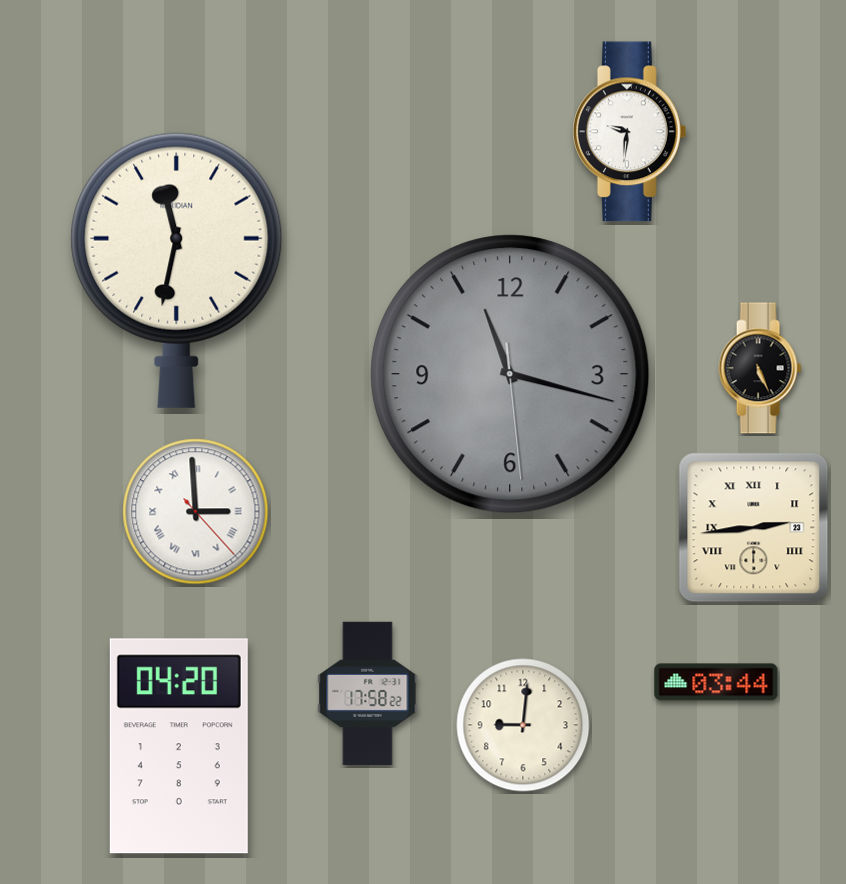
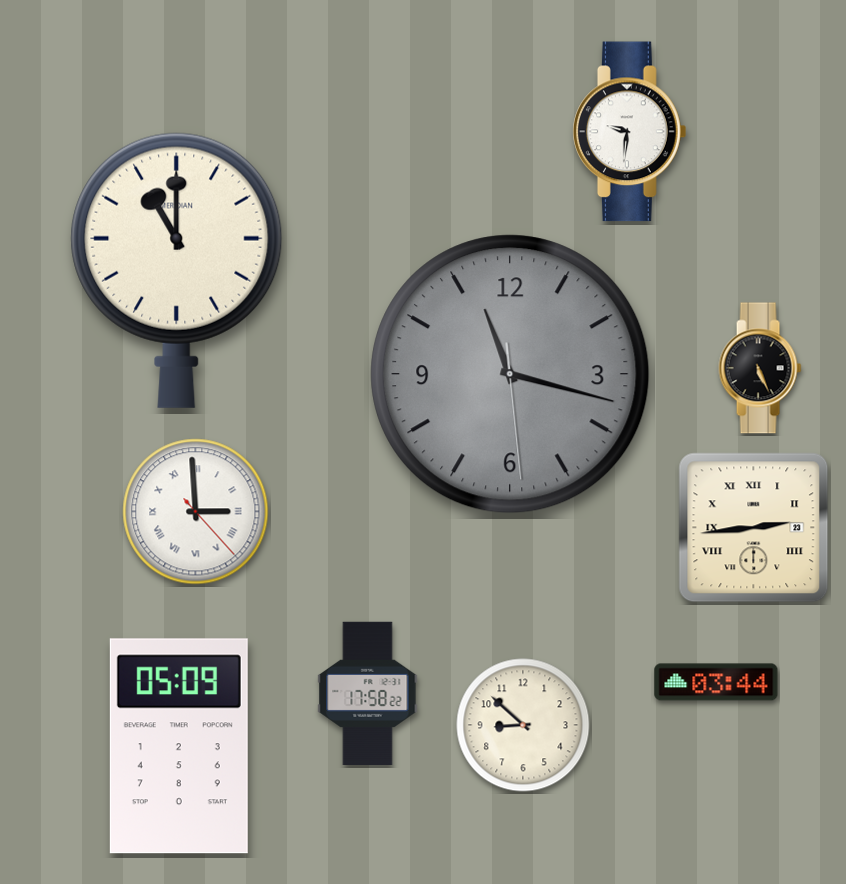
clock at (177, 270): 11:32 -> 11:00
clock at (523, 725): 9:01 -> 8:52
clock at (179, 746): 04:20 -> 05:09
